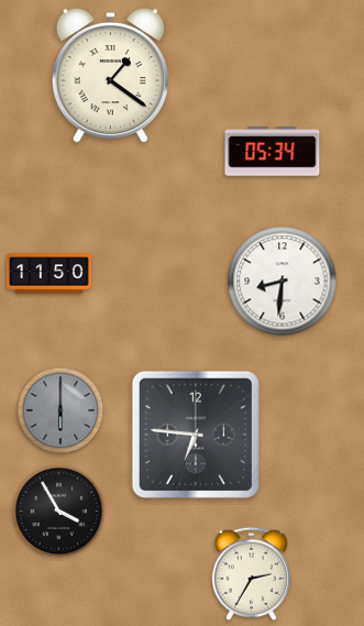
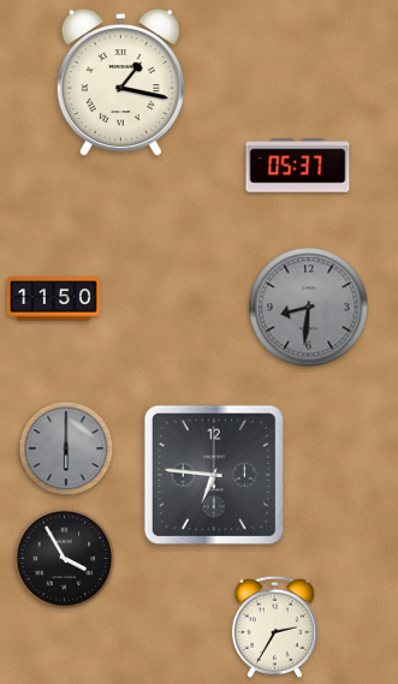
clock at (110, 76): 1:21 -> 1:17
clock at (273, 152): 05:34 -> 05:37
clock at (283, 282) dial: white -> grey
